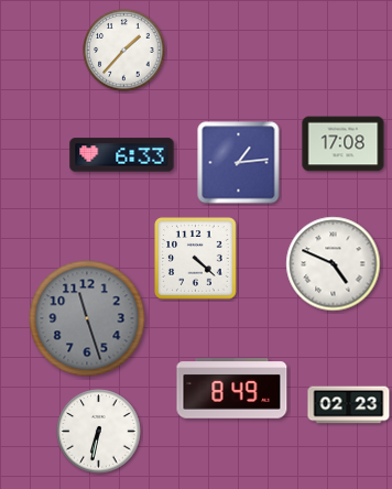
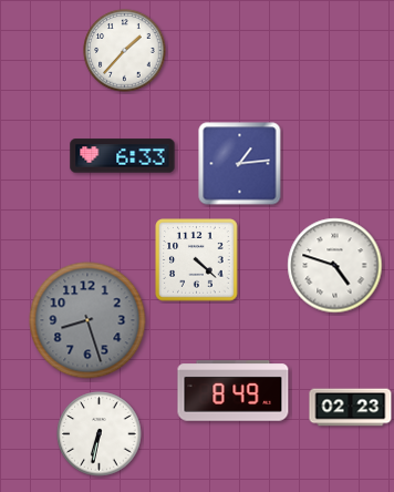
clock at (344, 144): 17:08 -> none
clock at (334, 264): 4:49 -> 4:48
clock at (87, 318): 11:27 -> 8:27
